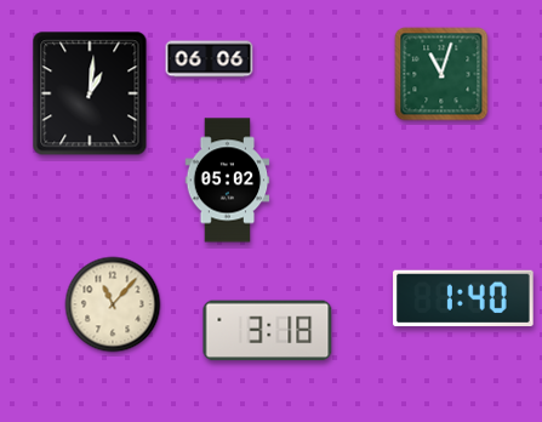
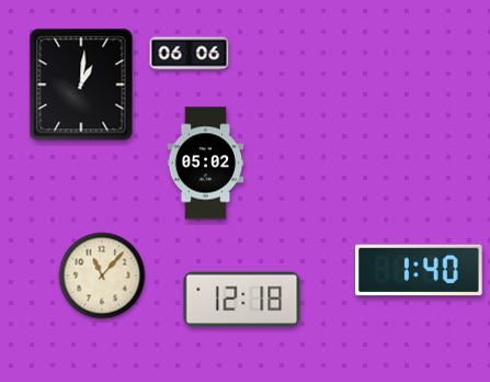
clock at (441, 74): 11:03 -> none
clock at (268, 331): 3:18 -> 12:18
